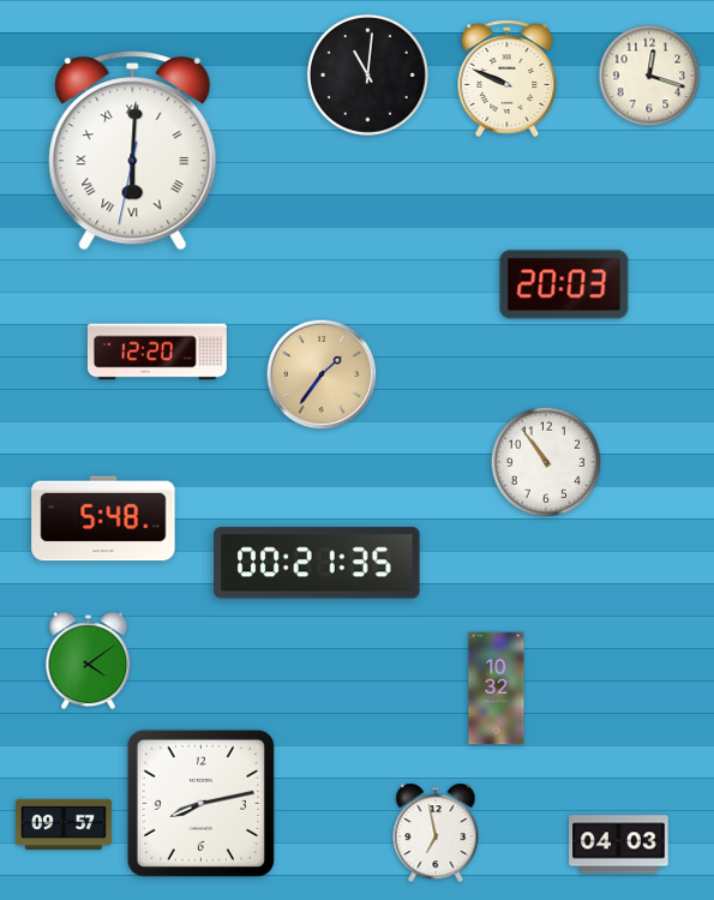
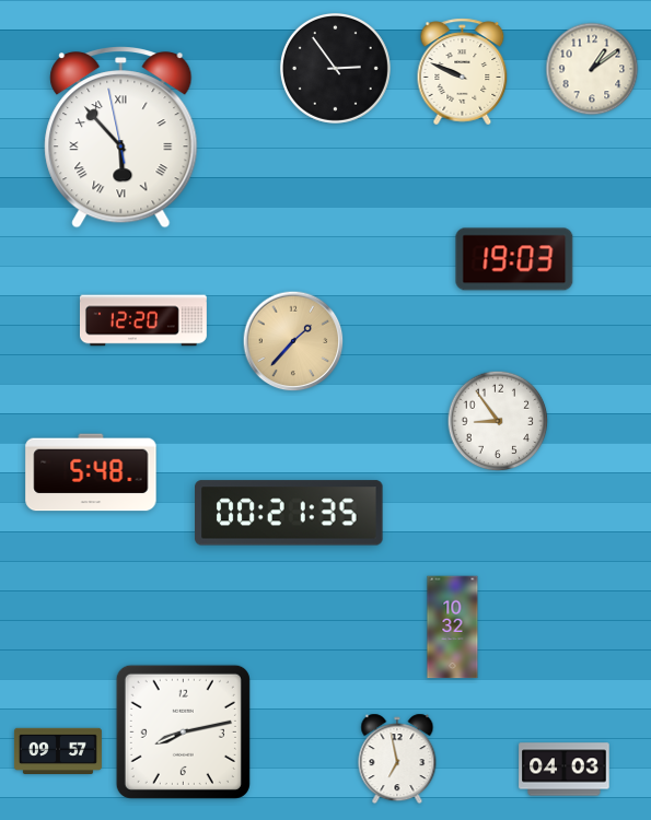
clock at (367, 74): 11:01 -> 2:54
clock at (649, 76): 12:18 -> 1:09
clock at (133, 151): 6:00 -> 5:52
clock at (564, 284): 20:03 -> 19:03
clock at (322, 374): 1:36 -> 1:37
clock at (546, 462): 10:54 -> 8:54
clock at (103, 518) position: (103, 518) -> (91, 472)
clock at (89, 661): 4:09 -> none
